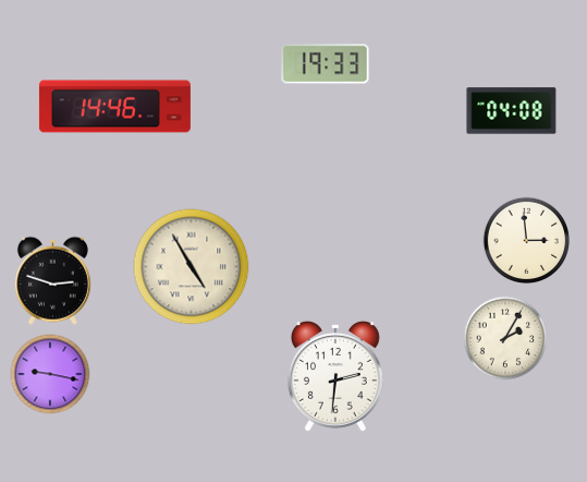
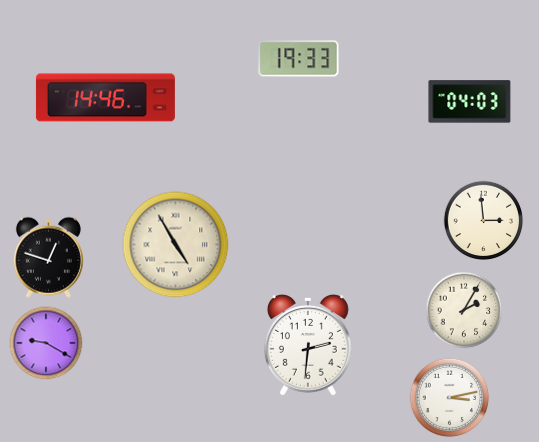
clock at (512, 111): 04:08 -> 04:03
clock at (52, 280): 2:48 -> 12:48
clock at (50, 374): 9:17 -> 9:20
clock at (450, 398): none -> 3:13
